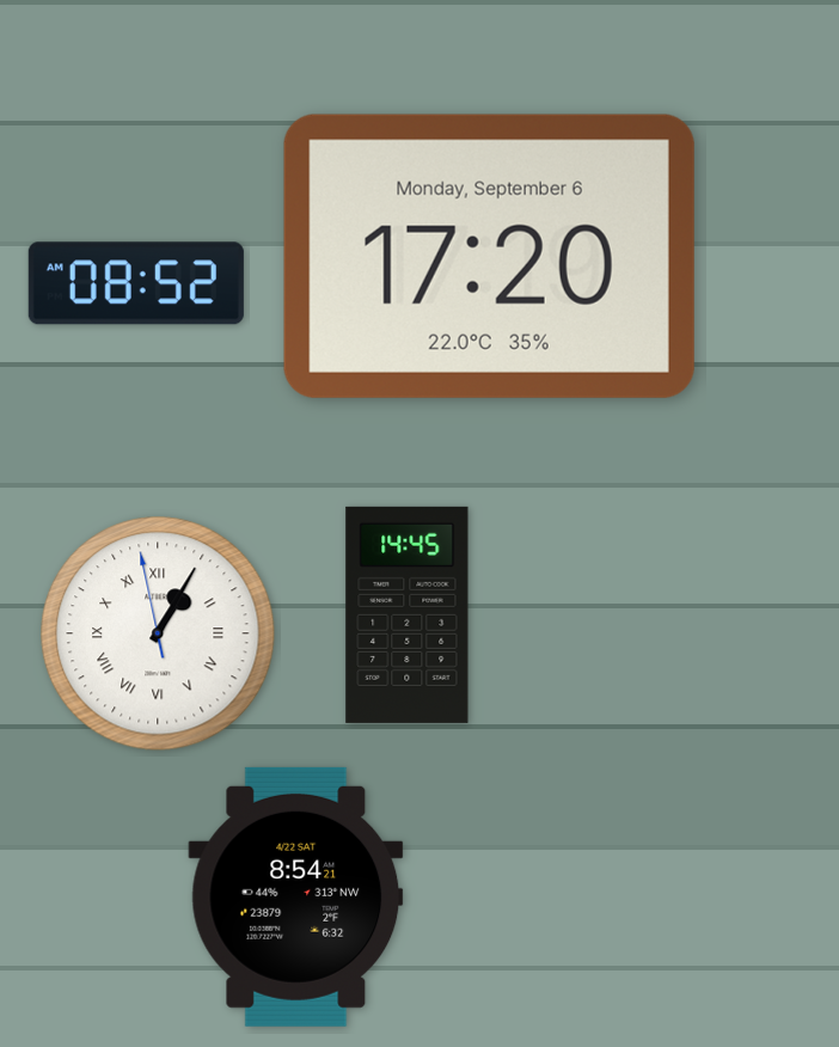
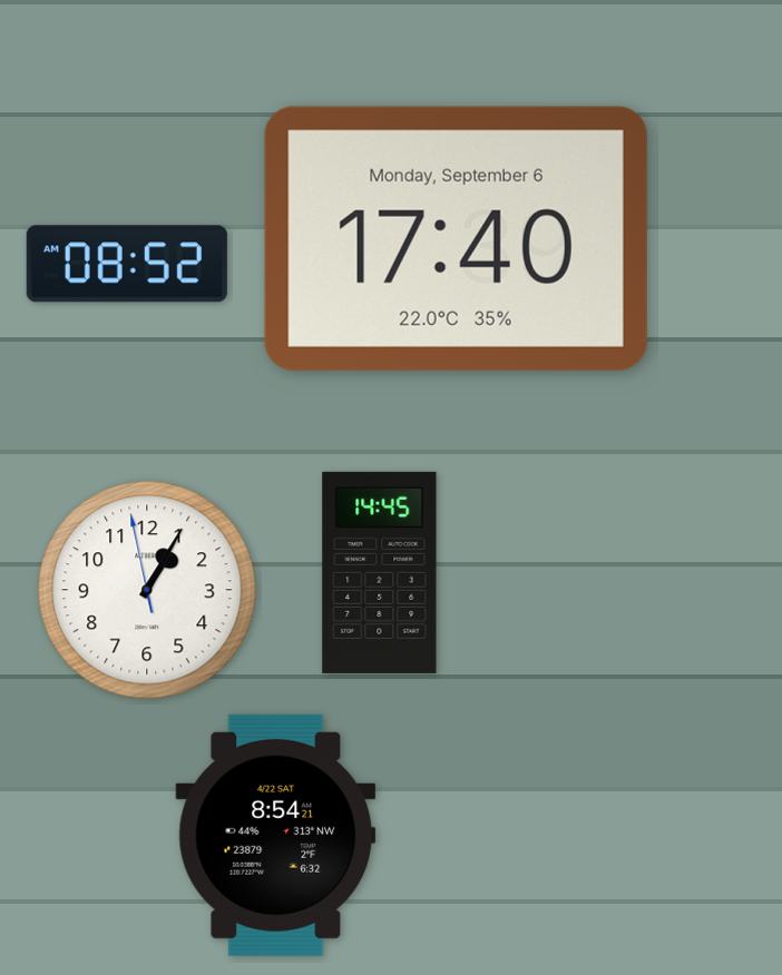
clock at (489, 256): 17:20 -> 17:40
clock at (158, 633) numerals: Roman -> Arabic
